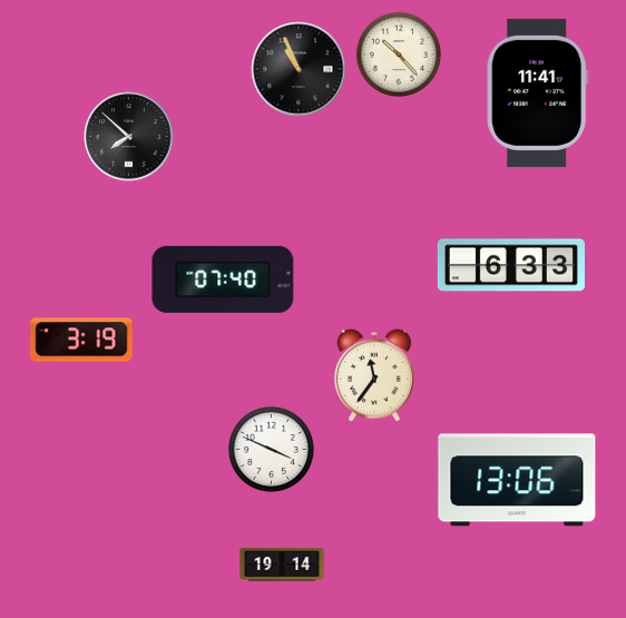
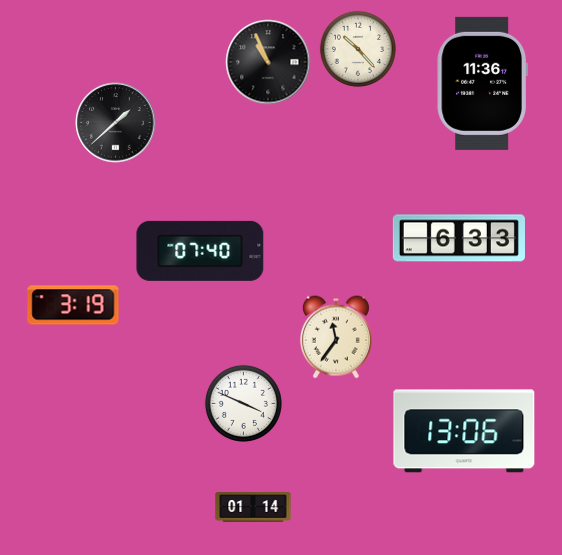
clock at (537, 92): 11:41 -> 11:36
clock at (129, 137): 7:52 -> 1:38
clock at (282, 565): 19:14 -> 01:14
